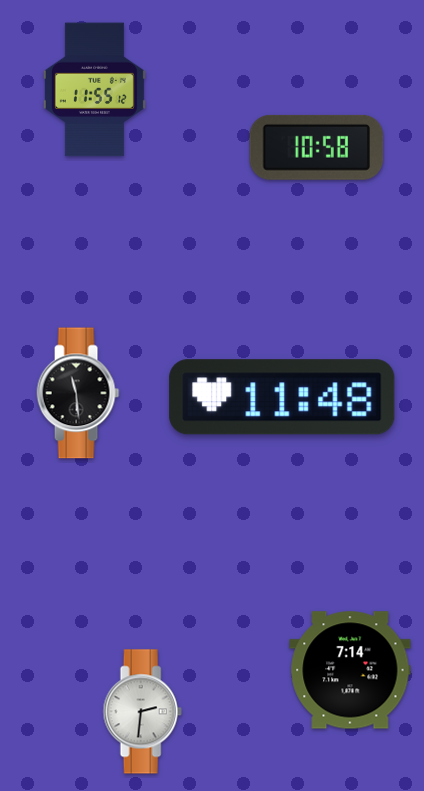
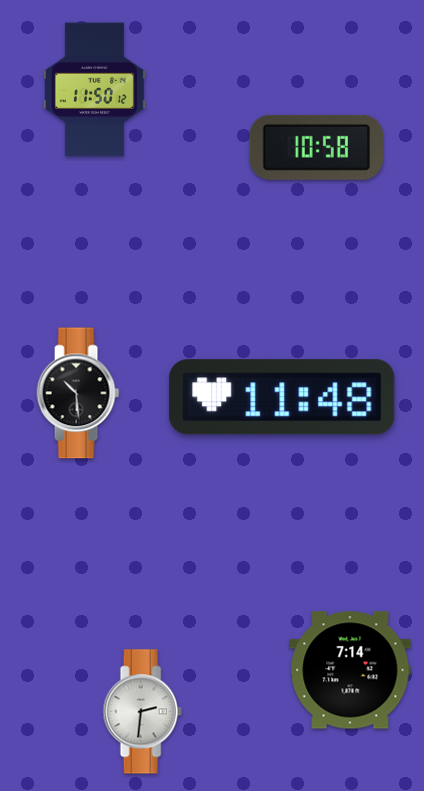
clock at (94, 90): 11:55 -> 11:50
clock at (78, 393): 11:29 -> 10:29
